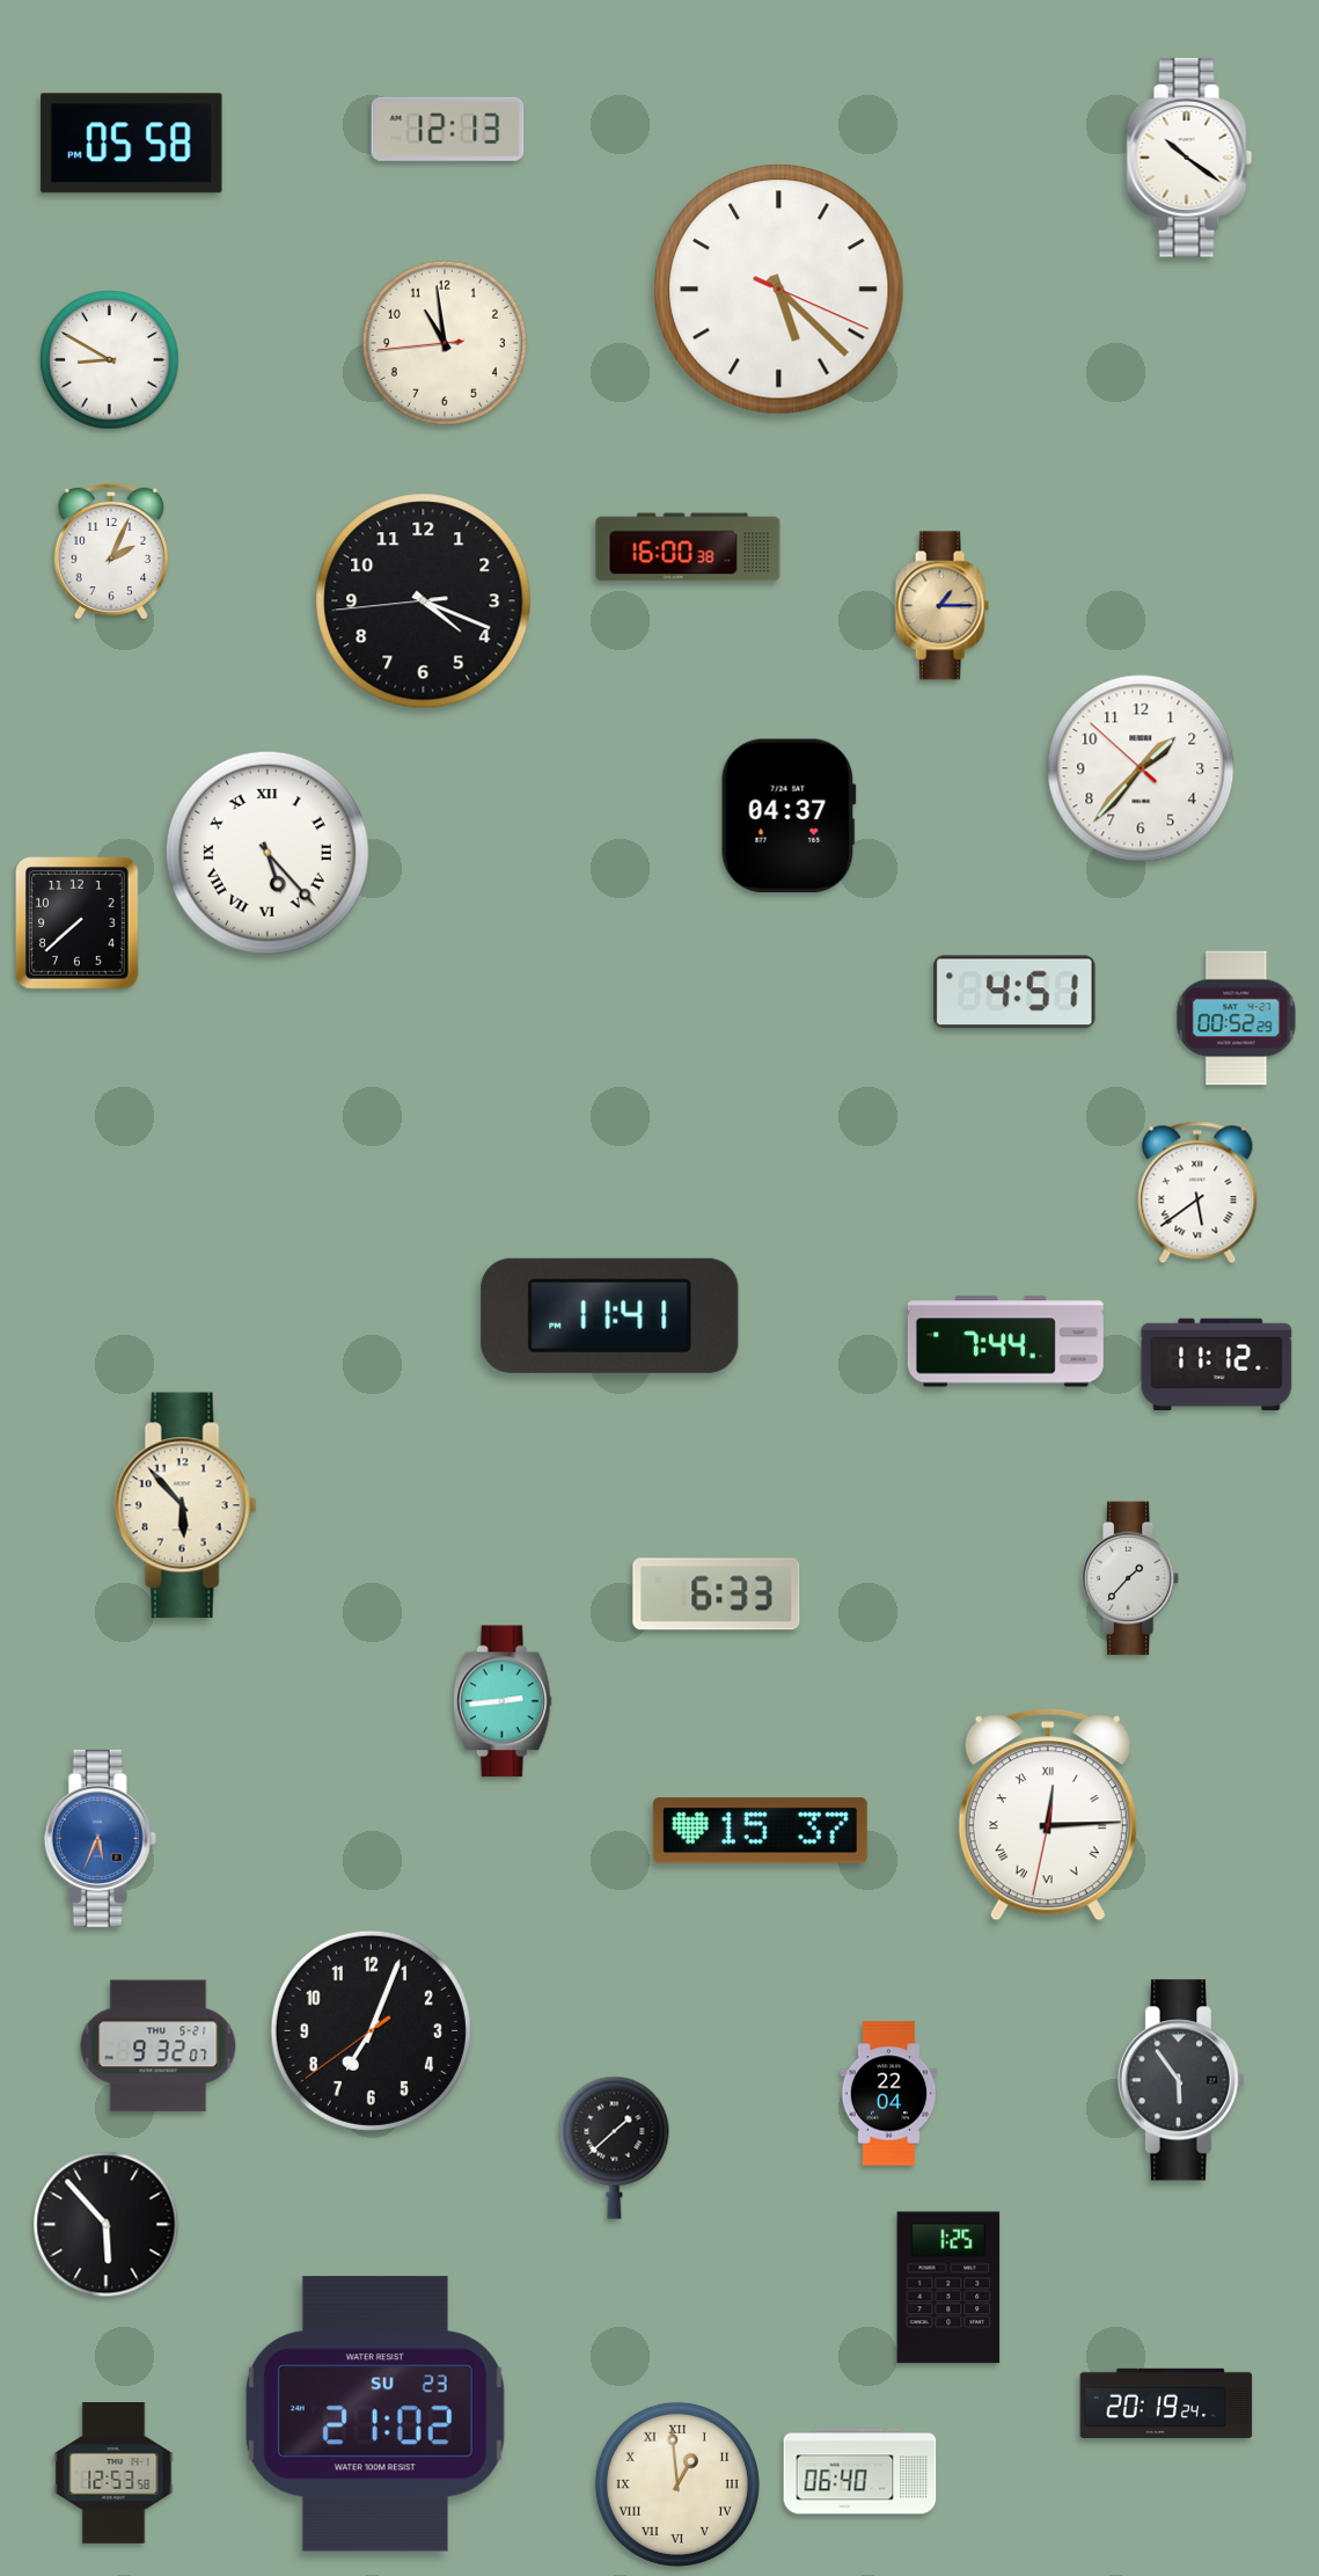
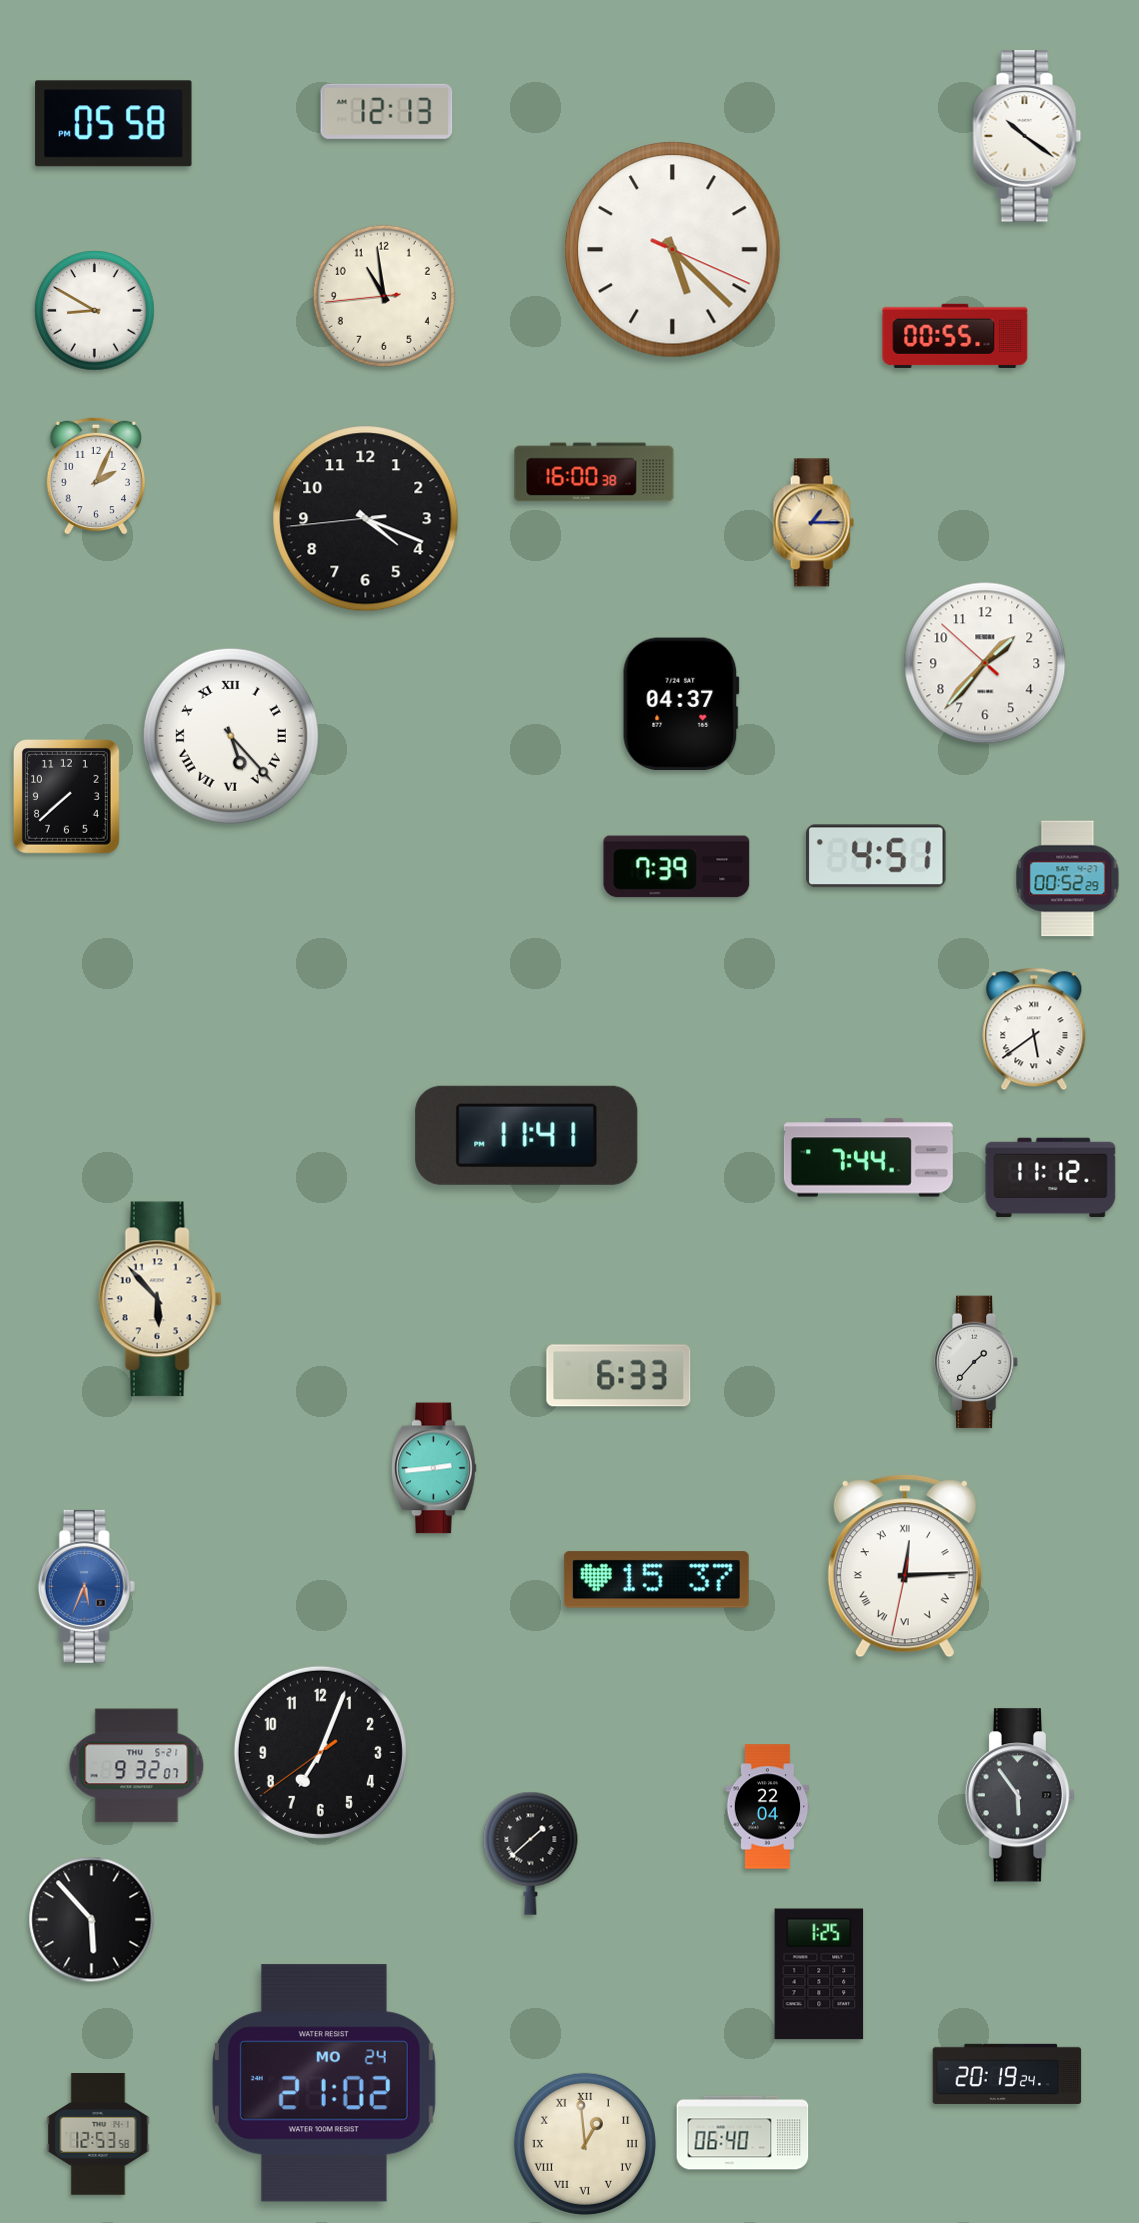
clock at (955, 336): none -> 00:55
clock at (677, 867): none -> 7:39
clock at (375, 2414) date: SU 23 -> MO 24
